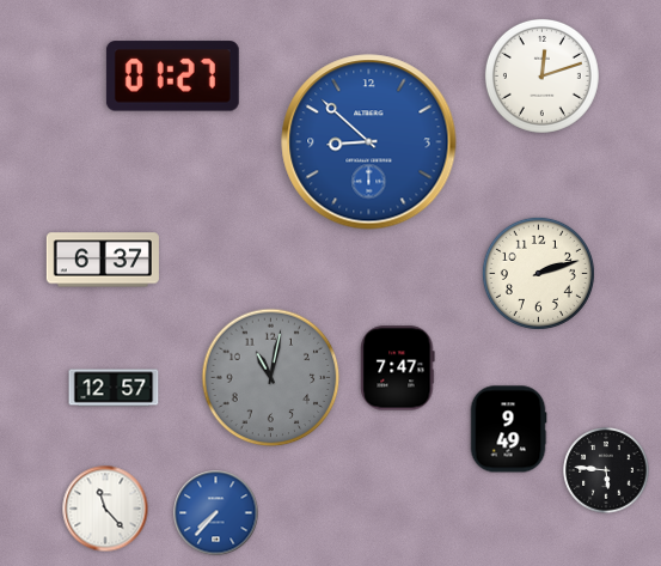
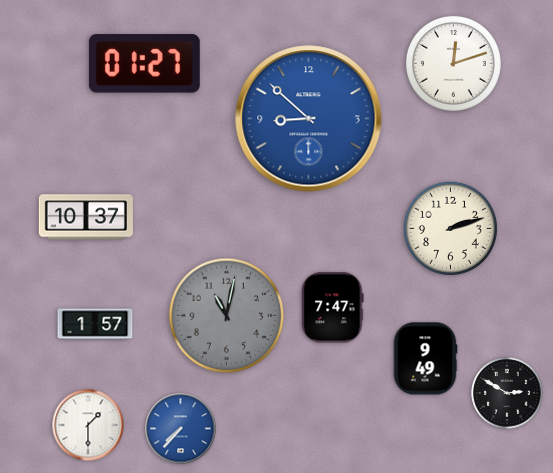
clock at (103, 260): 6:37 -> 10:37
clock at (114, 388): 12:57 -> 1:57
clock at (606, 470): 5:46 -> 2:50
clock at (105, 509): 11:23 -> 1:30
